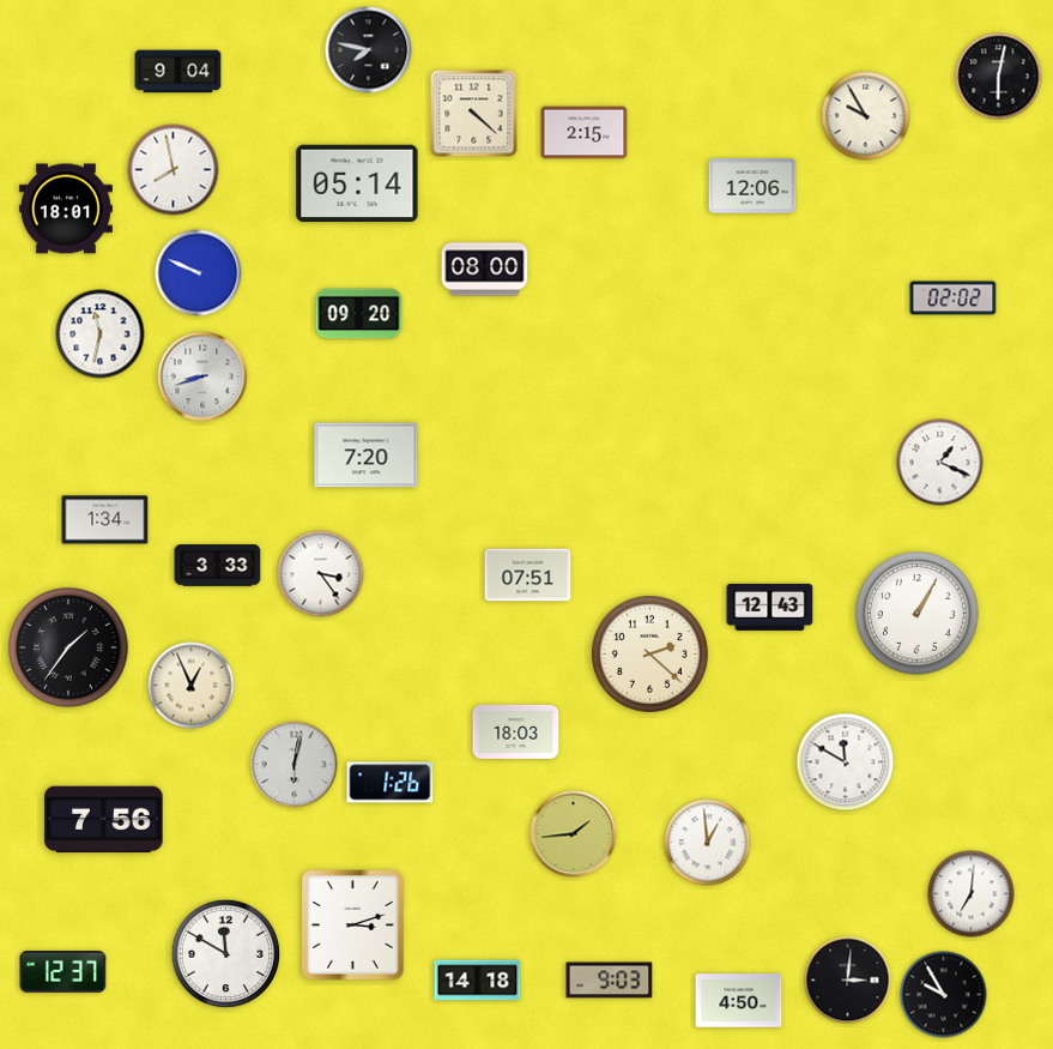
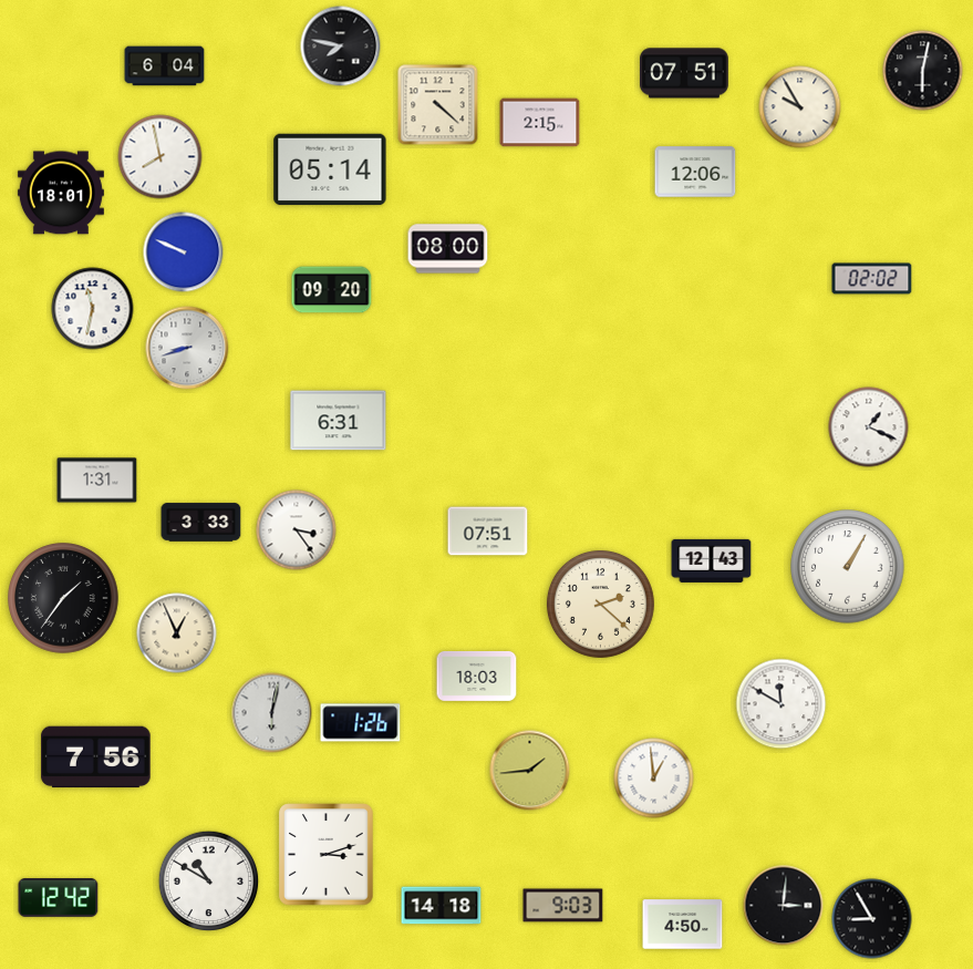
clock at (178, 72): 9:04 -> 6:04
clock at (685, 73): none -> 07:51
clock at (954, 299) position: (954, 299) -> (872, 279)
clock at (367, 456): 7:20 -> 6:31
clock at (105, 520): 1:34 -> 1:31
clock at (295, 765) position: (295, 765) -> (272, 713)
clock at (972, 894): 7:01 -> none
clock at (226, 954): 11:50 -> 10:50
clock at (63, 972): 12:37 -> 12:42
clock at (944, 995): 9:55 -> 8:55
